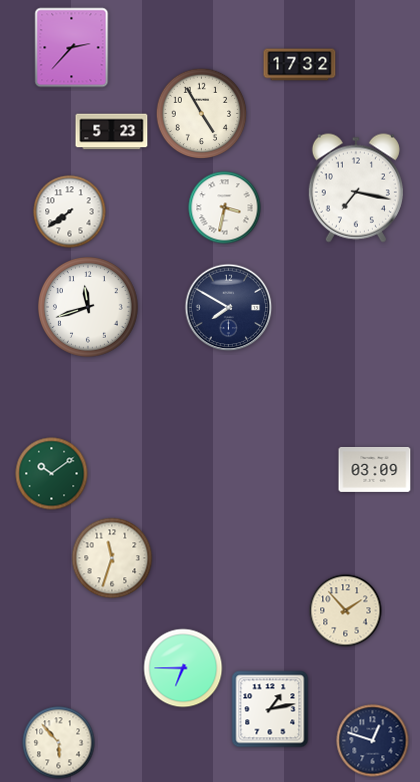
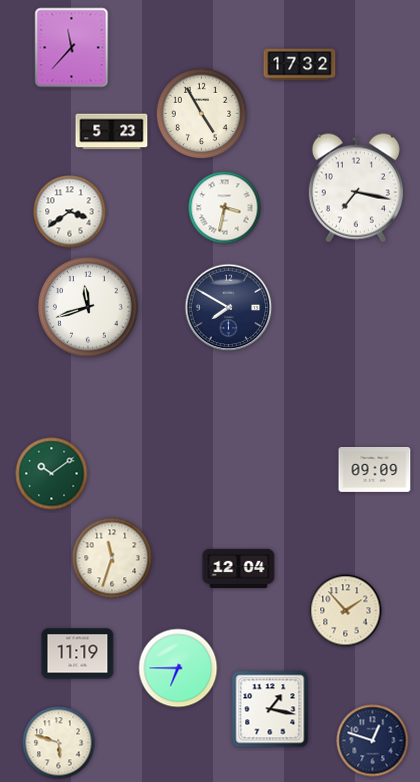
clock at (72, 48): 2:37 -> 11:37
clock at (70, 212): 7:39 -> 3:39
clock at (375, 469): 03:09 -> 09:09
clock at (239, 568): none -> 12:04
clock at (78, 654): none -> 11:19
clock at (183, 668) position: (183, 668) -> (178, 668)
clock at (270, 709): 1:13 -> 1:17
clock at (59, 743): 5:53 -> 5:48
